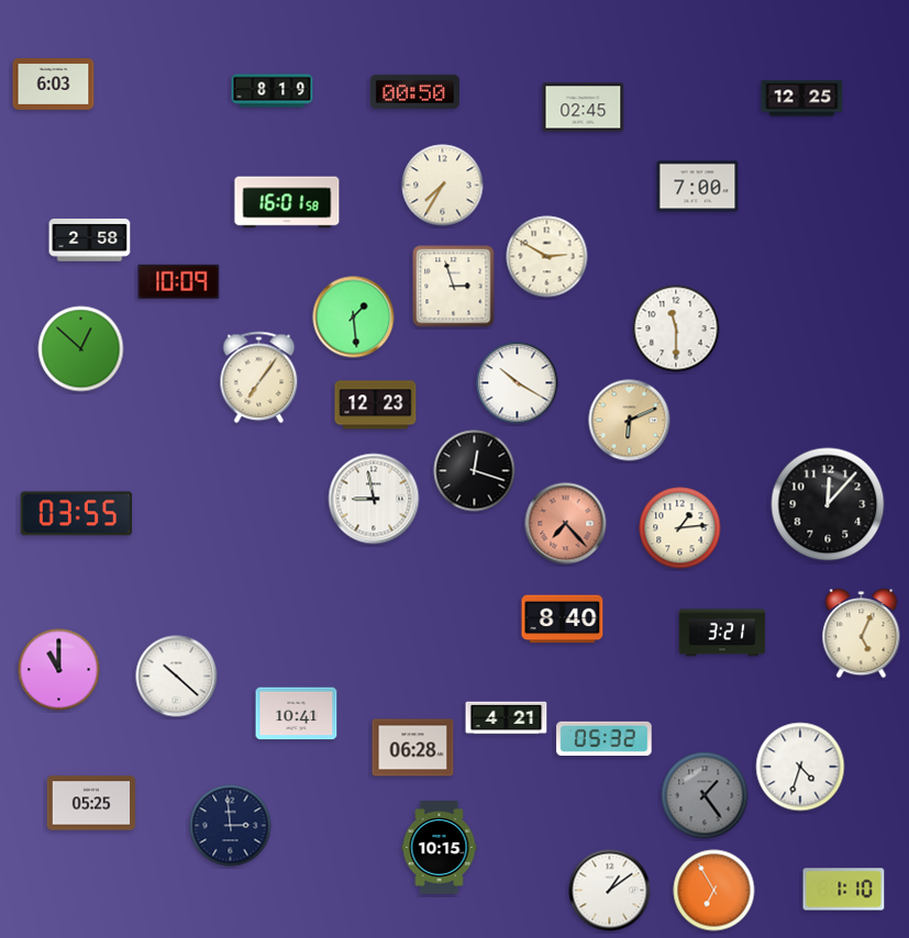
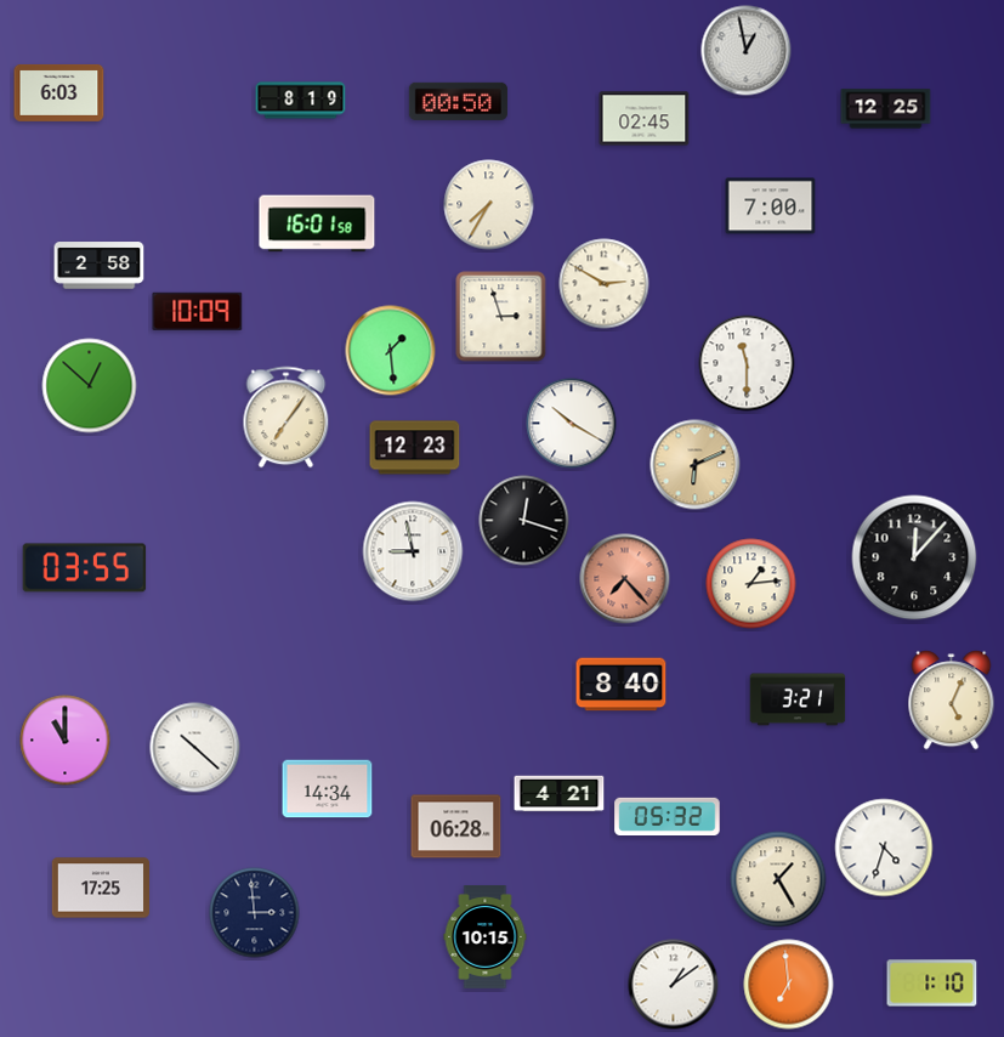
clock at (747, 51): none -> 12:58
clock at (297, 714): 10:41 -> 14:34
clock at (705, 795): 1:24 -> 1:25
clock at (705, 795) dial: grey -> cream
clock at (90, 803): 05:25 -> 17:25
clock at (714, 891): 6:55 -> 6:59
